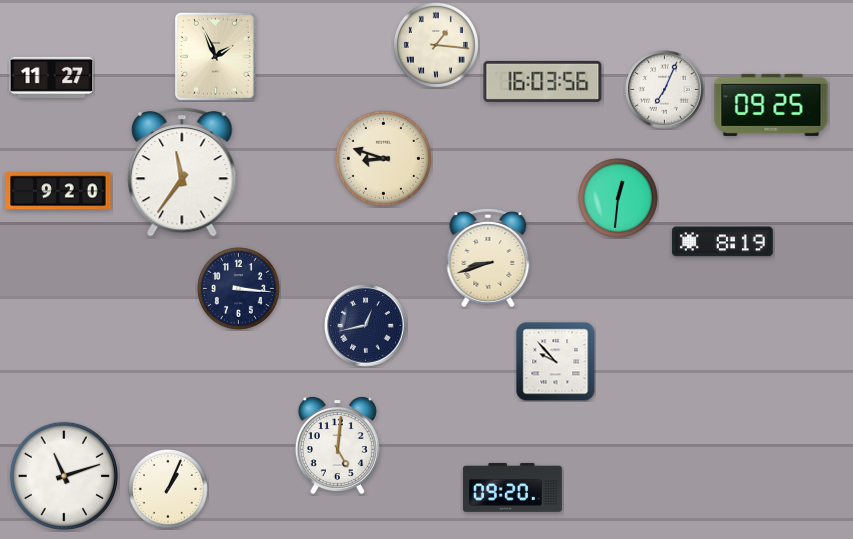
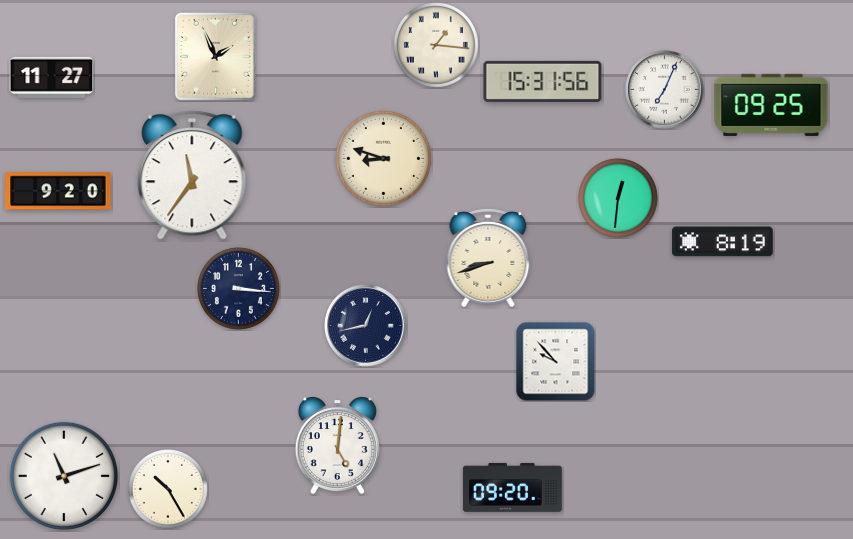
clock at (543, 81): 16:03 -> 15:31
clock at (182, 172) position: (182, 172) -> (192, 175)
clock at (169, 490): 1:04 -> 10:25
